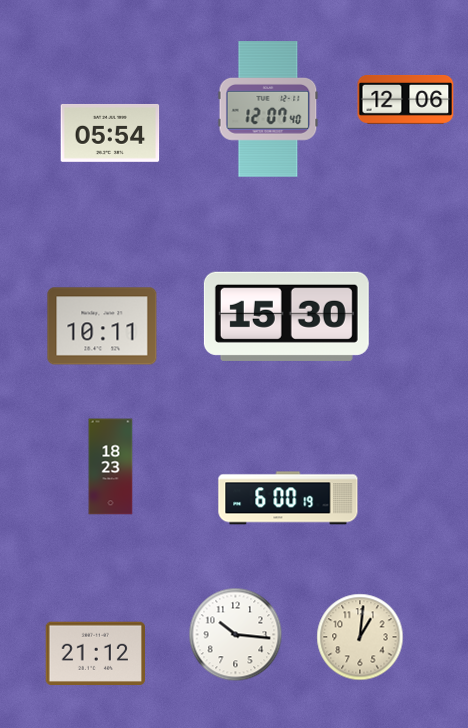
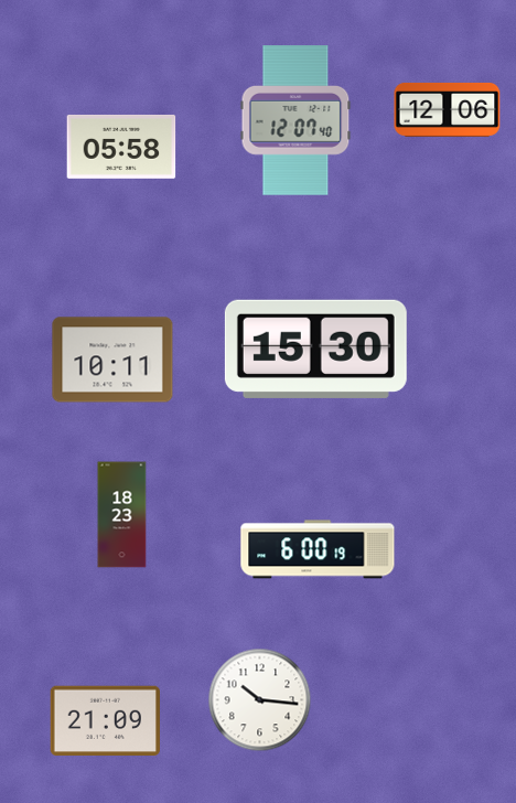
clock at (110, 133): 05:54 -> 05:58
clock at (360, 637): 1:01 -> none
clock at (95, 654): 21:12 -> 21:09
